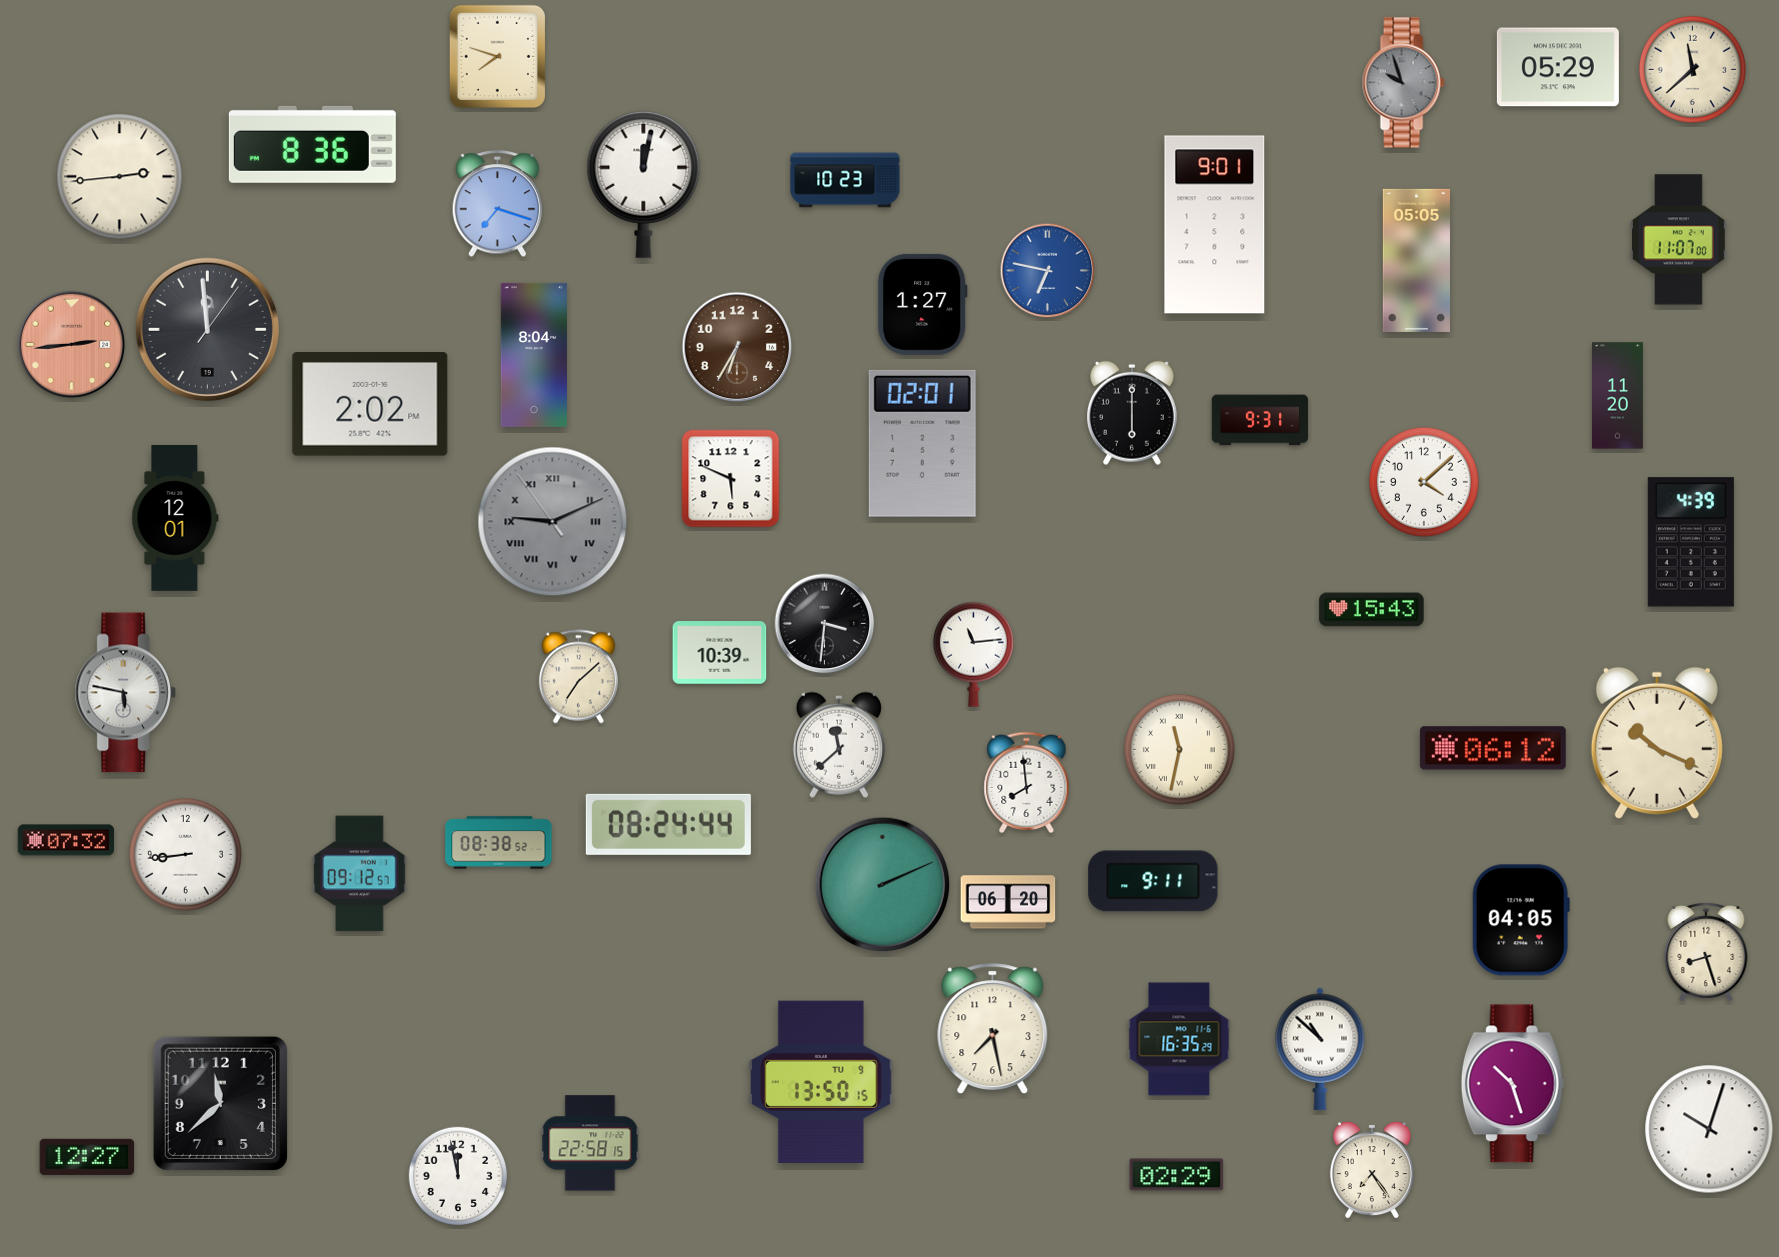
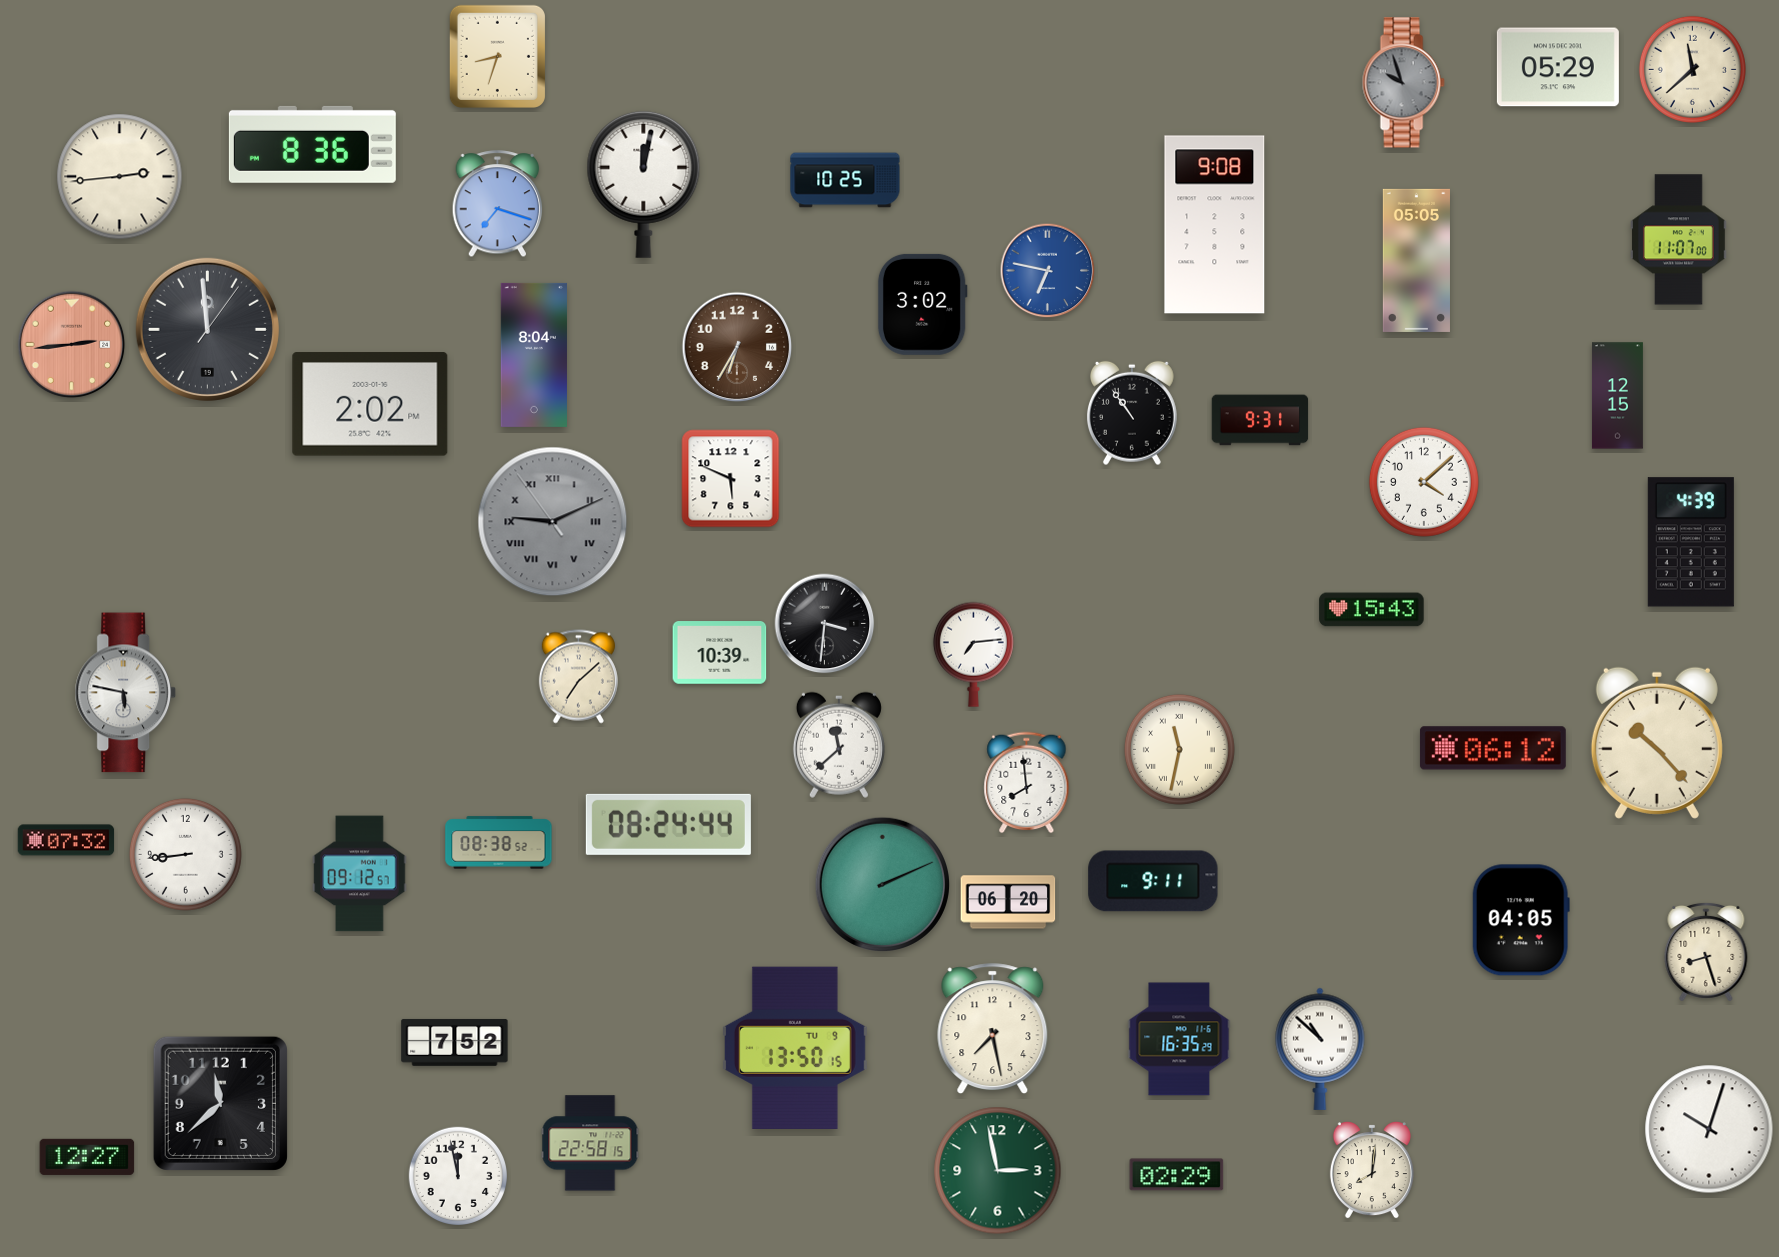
clock at (497, 56): 7:48 -> 8:33
clock at (845, 180): 10:23 -> 10:25
clock at (1215, 225): 9:01 -> 9:08
clock at (922, 304): 1:27 -> 3:02
clock at (1617, 396): 11:20 -> 12:15
clock at (1132, 413): 6:00 -> 10:54
clock at (922, 443): 02:01 -> none
clock at (175, 518): 12:01 -> none
clock at (973, 654): 11:14 -> 7:14
clock at (1657, 743): 10:19 -> 10:23
clock at (455, 1042): none -> 7:52
clock at (821, 1081) position: (821, 1081) -> (795, 1047)
clock at (1512, 1084): 10:27 -> none
clock at (1372, 1170): 7:24 -> 8:01
clock at (998, 1171): none -> 2:58
